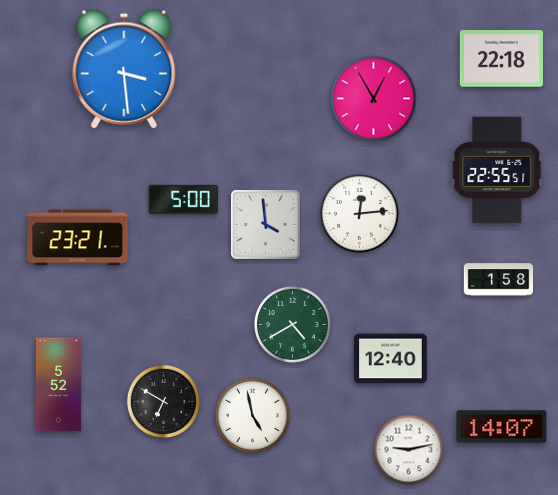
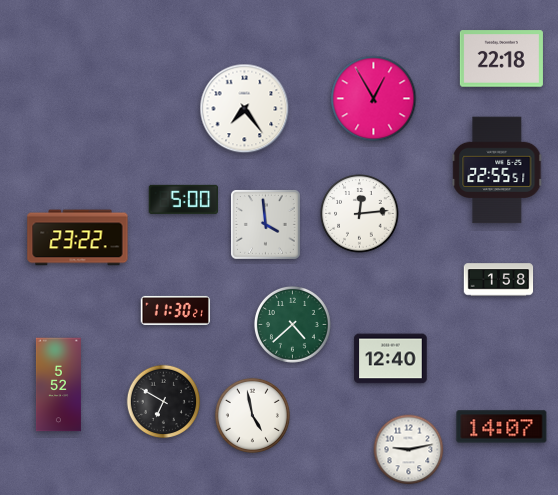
clock at (124, 69): 3:29 -> none
clock at (245, 109): none -> 7:24
clock at (78, 238): 23:21 -> 23:22
clock at (176, 310): none -> 11:30
clock at (292, 324): 4:40 -> 4:38
